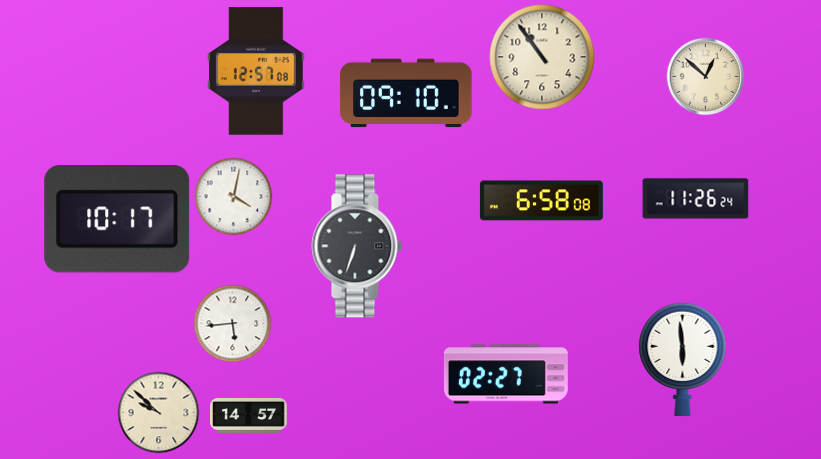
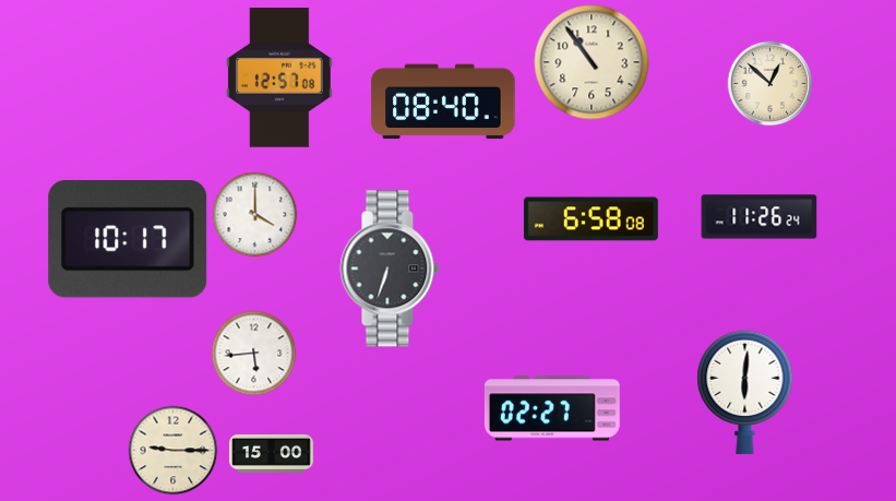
clock at (406, 93): 09:10 -> 08:40
clock at (233, 196): 4:02 -> 4:00
clock at (683, 360): 5:59 -> 6:01
clock at (158, 412): 9:52 -> 9:15
clock at (249, 416): 14:57 -> 15:00
